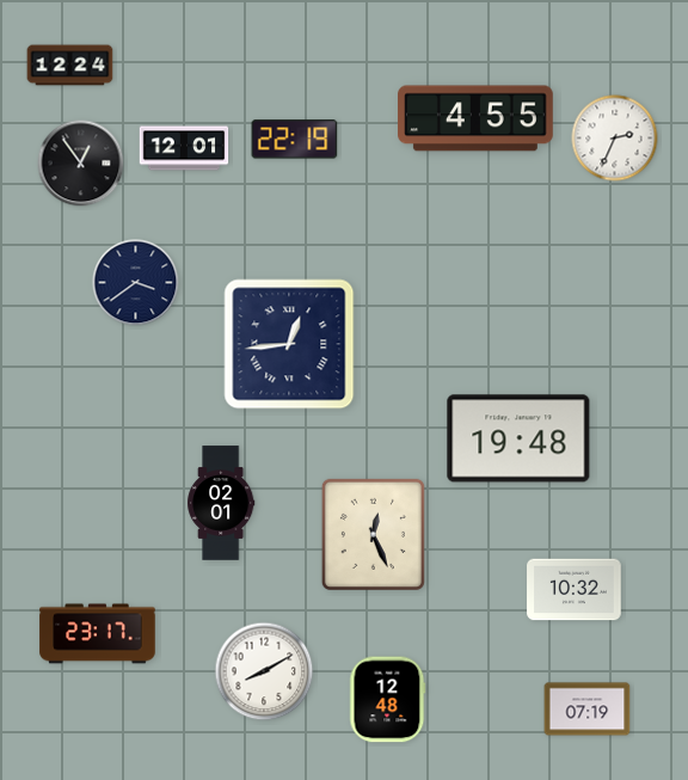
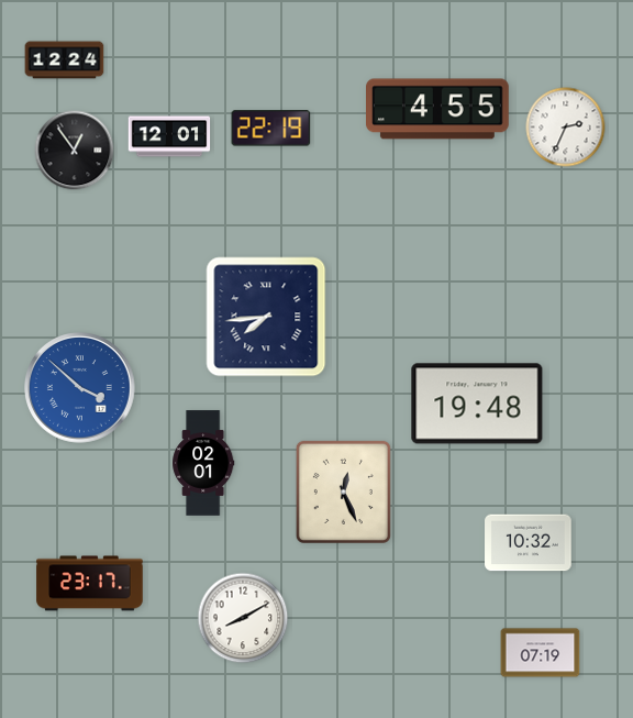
clock at (136, 283): 3:39 -> none
clock at (289, 344): 12:44 -> 7:44
clock at (80, 388): none -> 3:52
clock at (388, 700): 12:48 -> none
